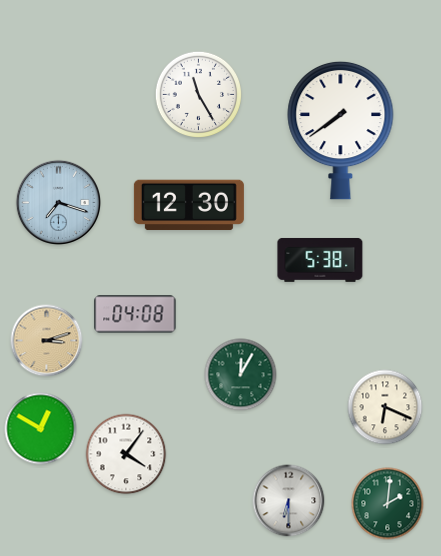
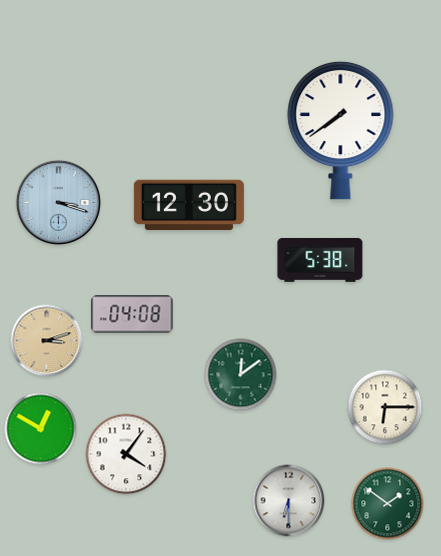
clock at (198, 94): 11:25 -> none
clock at (58, 202): 7:18 -> 3:18
clock at (135, 314) position: (135, 314) -> (132, 314)
clock at (241, 375): 12:05 -> 12:09
clock at (385, 407): 6:19 -> 6:15
clock at (388, 504): 2:01 -> 1:51
